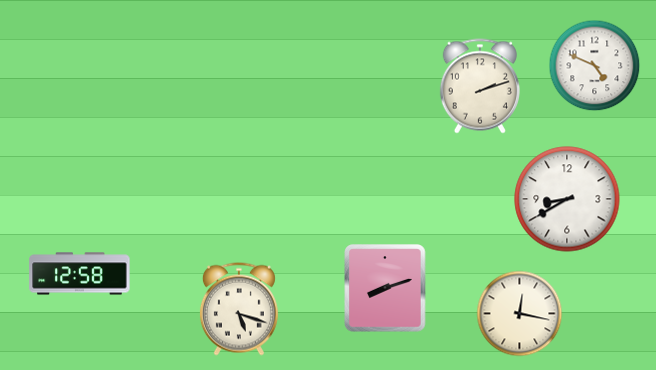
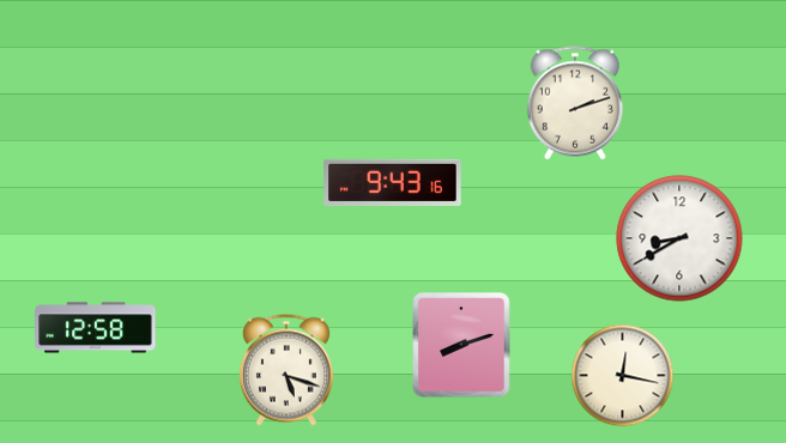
clock at (595, 66): 4:49 -> none
clock at (393, 182): none -> 9:43
